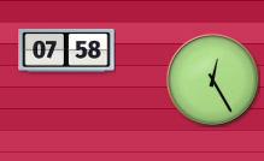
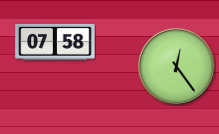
clock at (212, 79): 12:25 -> 12:24
